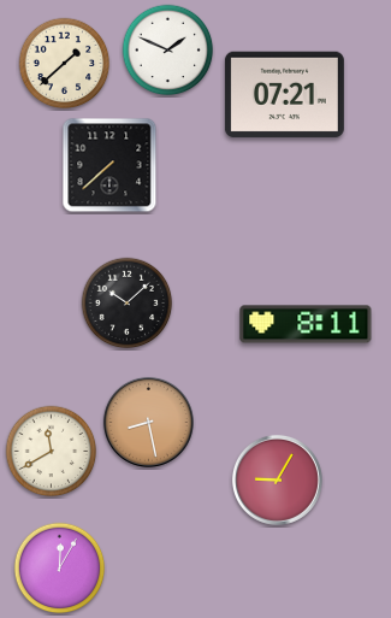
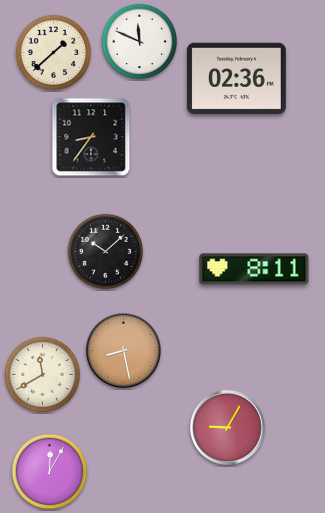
clock at (168, 51): 1:49 -> 11:49
clock at (284, 95): 07:21 -> 02:36
clock at (109, 165): 7:38 -> 8:36
clock at (277, 479) position: (277, 479) -> (227, 427)
